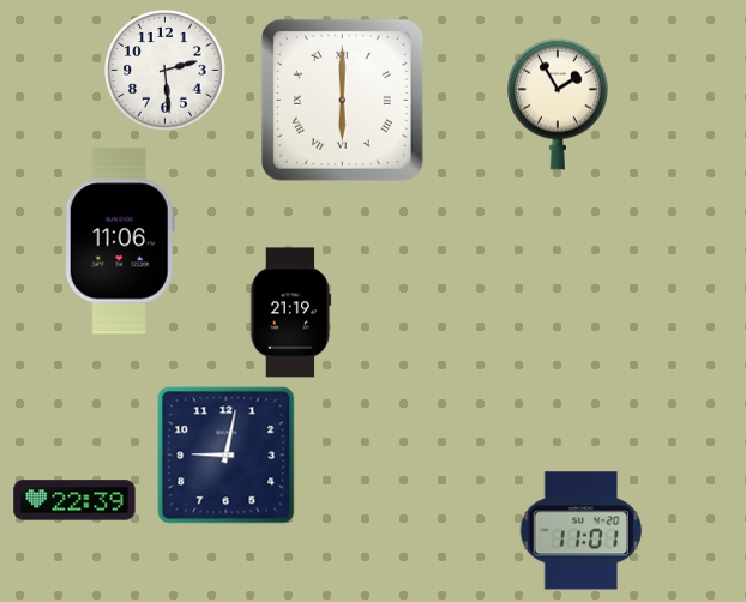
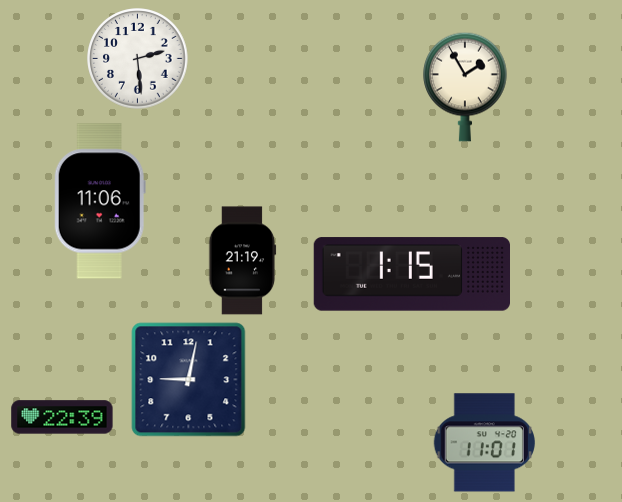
clock at (342, 100): 6:00 -> none
clock at (411, 274): none -> 1:15
